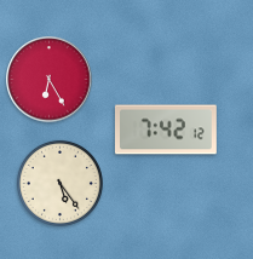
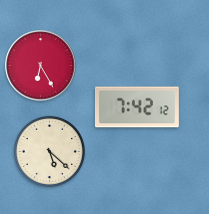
clock at (59, 183): 5:24 -> 5:22
